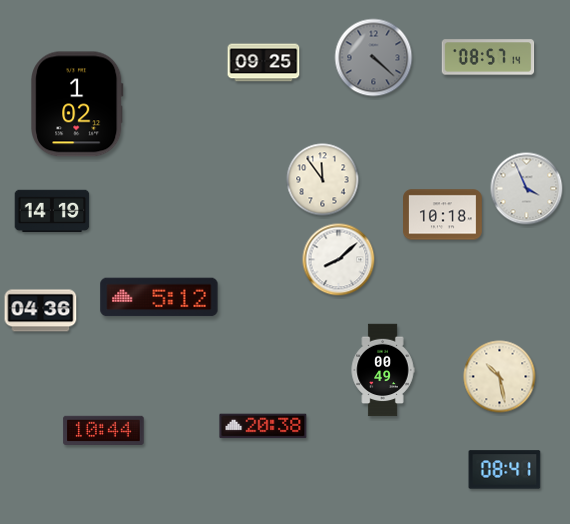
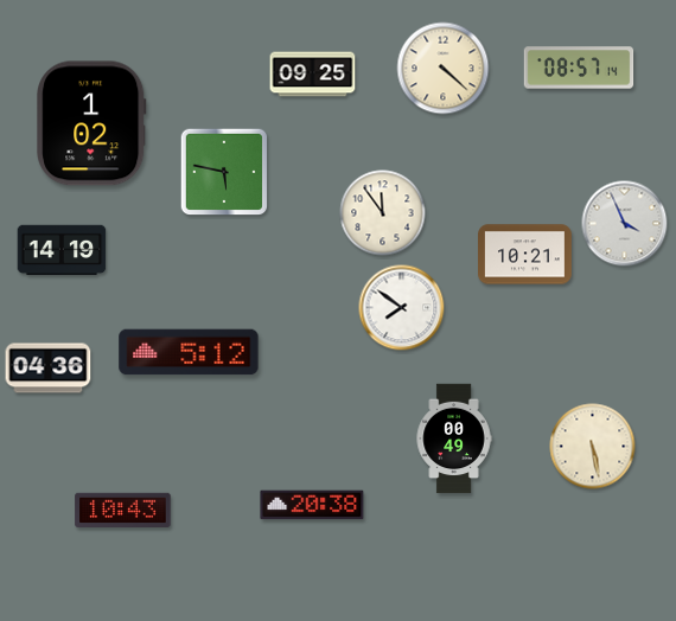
clock at (374, 58) dial: grey -> cream
clock at (224, 172): none -> 5:47
clock at (443, 215): 10:18 -> 10:21
clock at (339, 260): 8:08 -> 7:51
clock at (500, 377): 10:28 -> 5:28
clock at (104, 431): 10:44 -> 10:43
clock at (505, 470): 08:41 -> none
